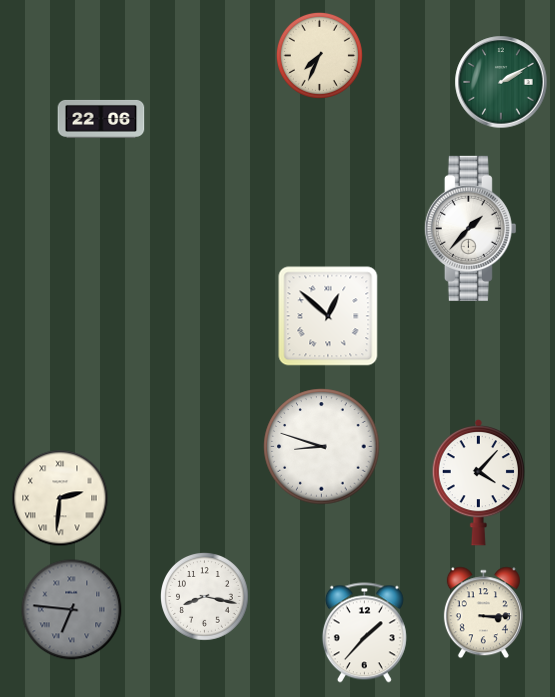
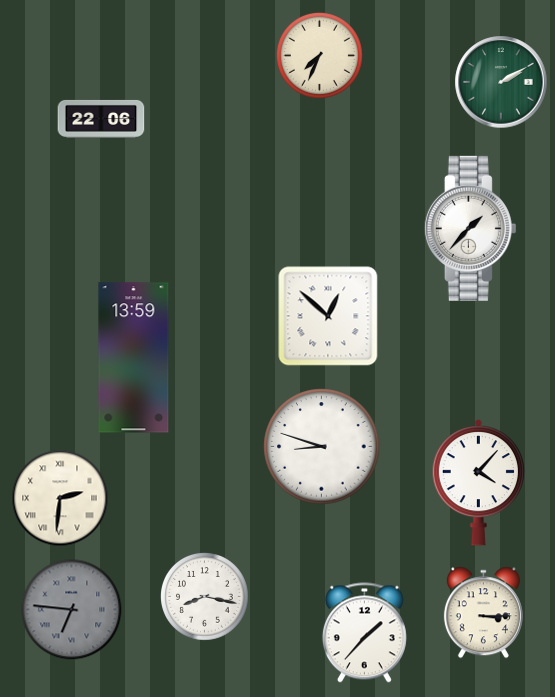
clock at (134, 358): none -> 13:59
